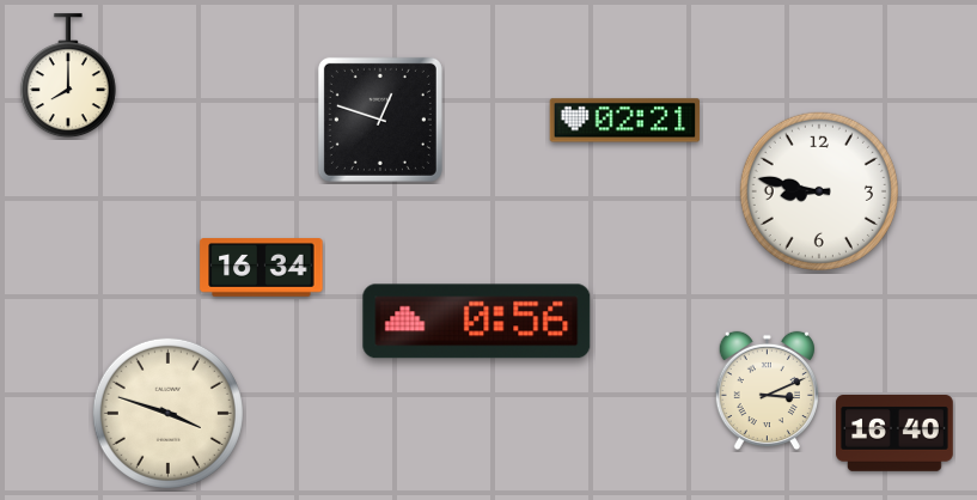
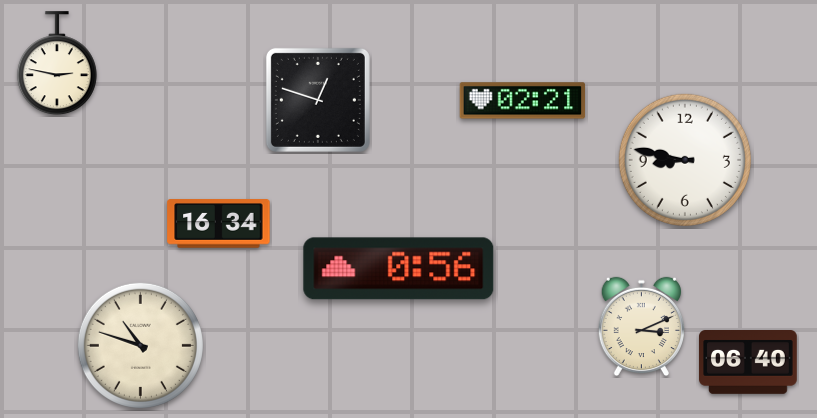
clock at (68, 77): 8:00 -> 2:47
clock at (167, 413): 3:48 -> 10:48
clock at (896, 434): 16:40 -> 06:40
